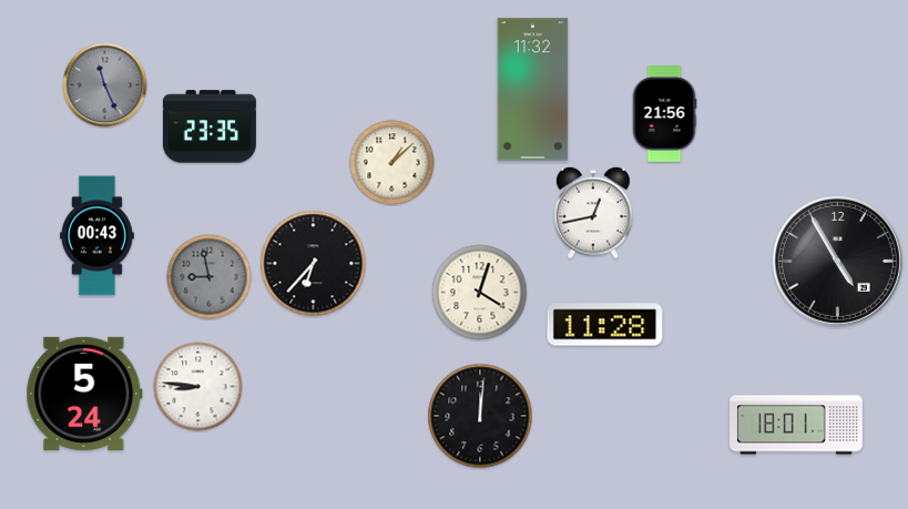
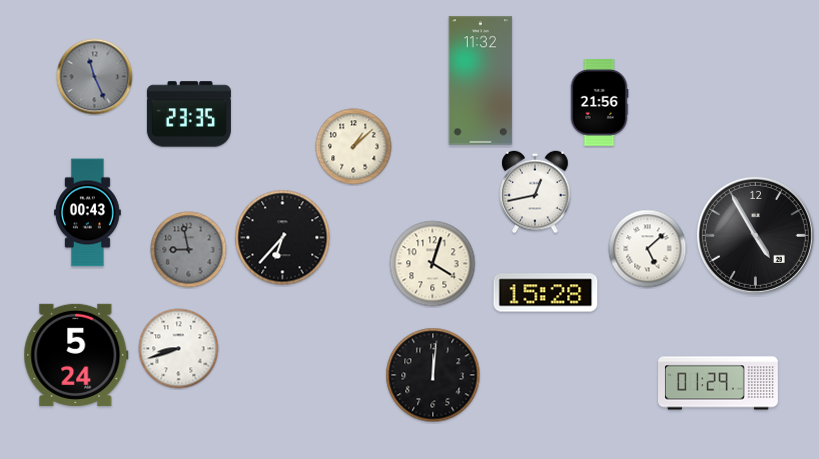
clock at (648, 249): none -> 5:08
clock at (605, 325): 11:28 -> 15:28
clock at (198, 387): 8:46 -> 8:42
clock at (797, 425): 18:01 -> 01:29
